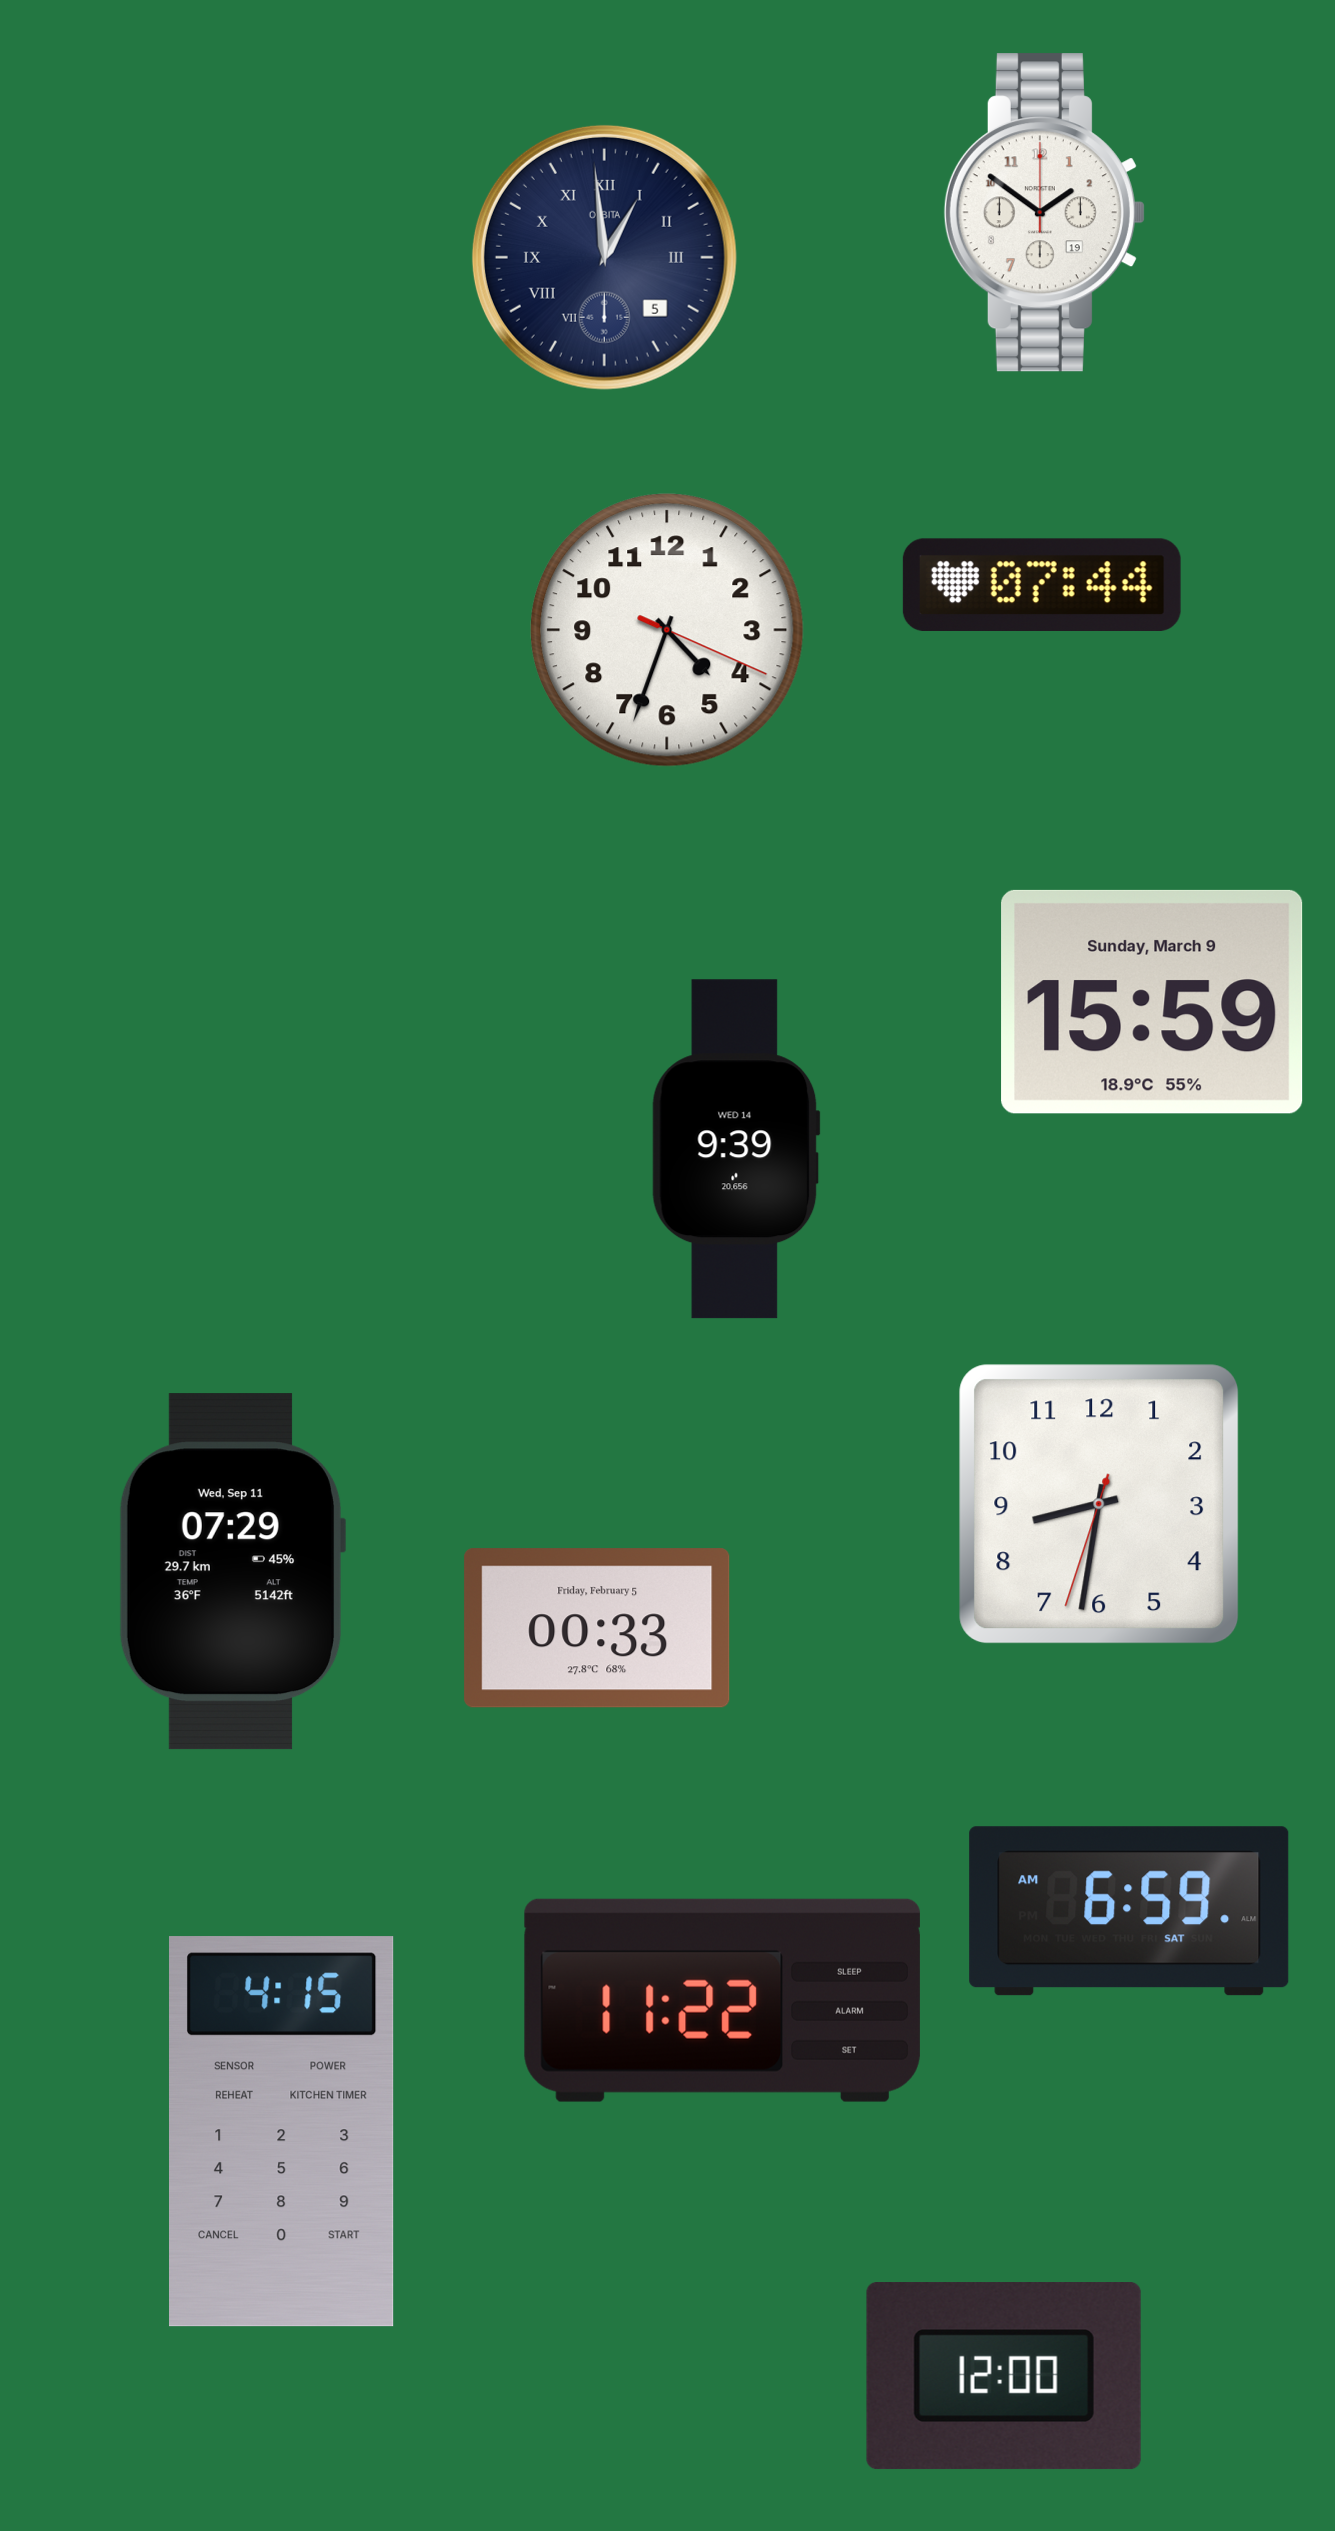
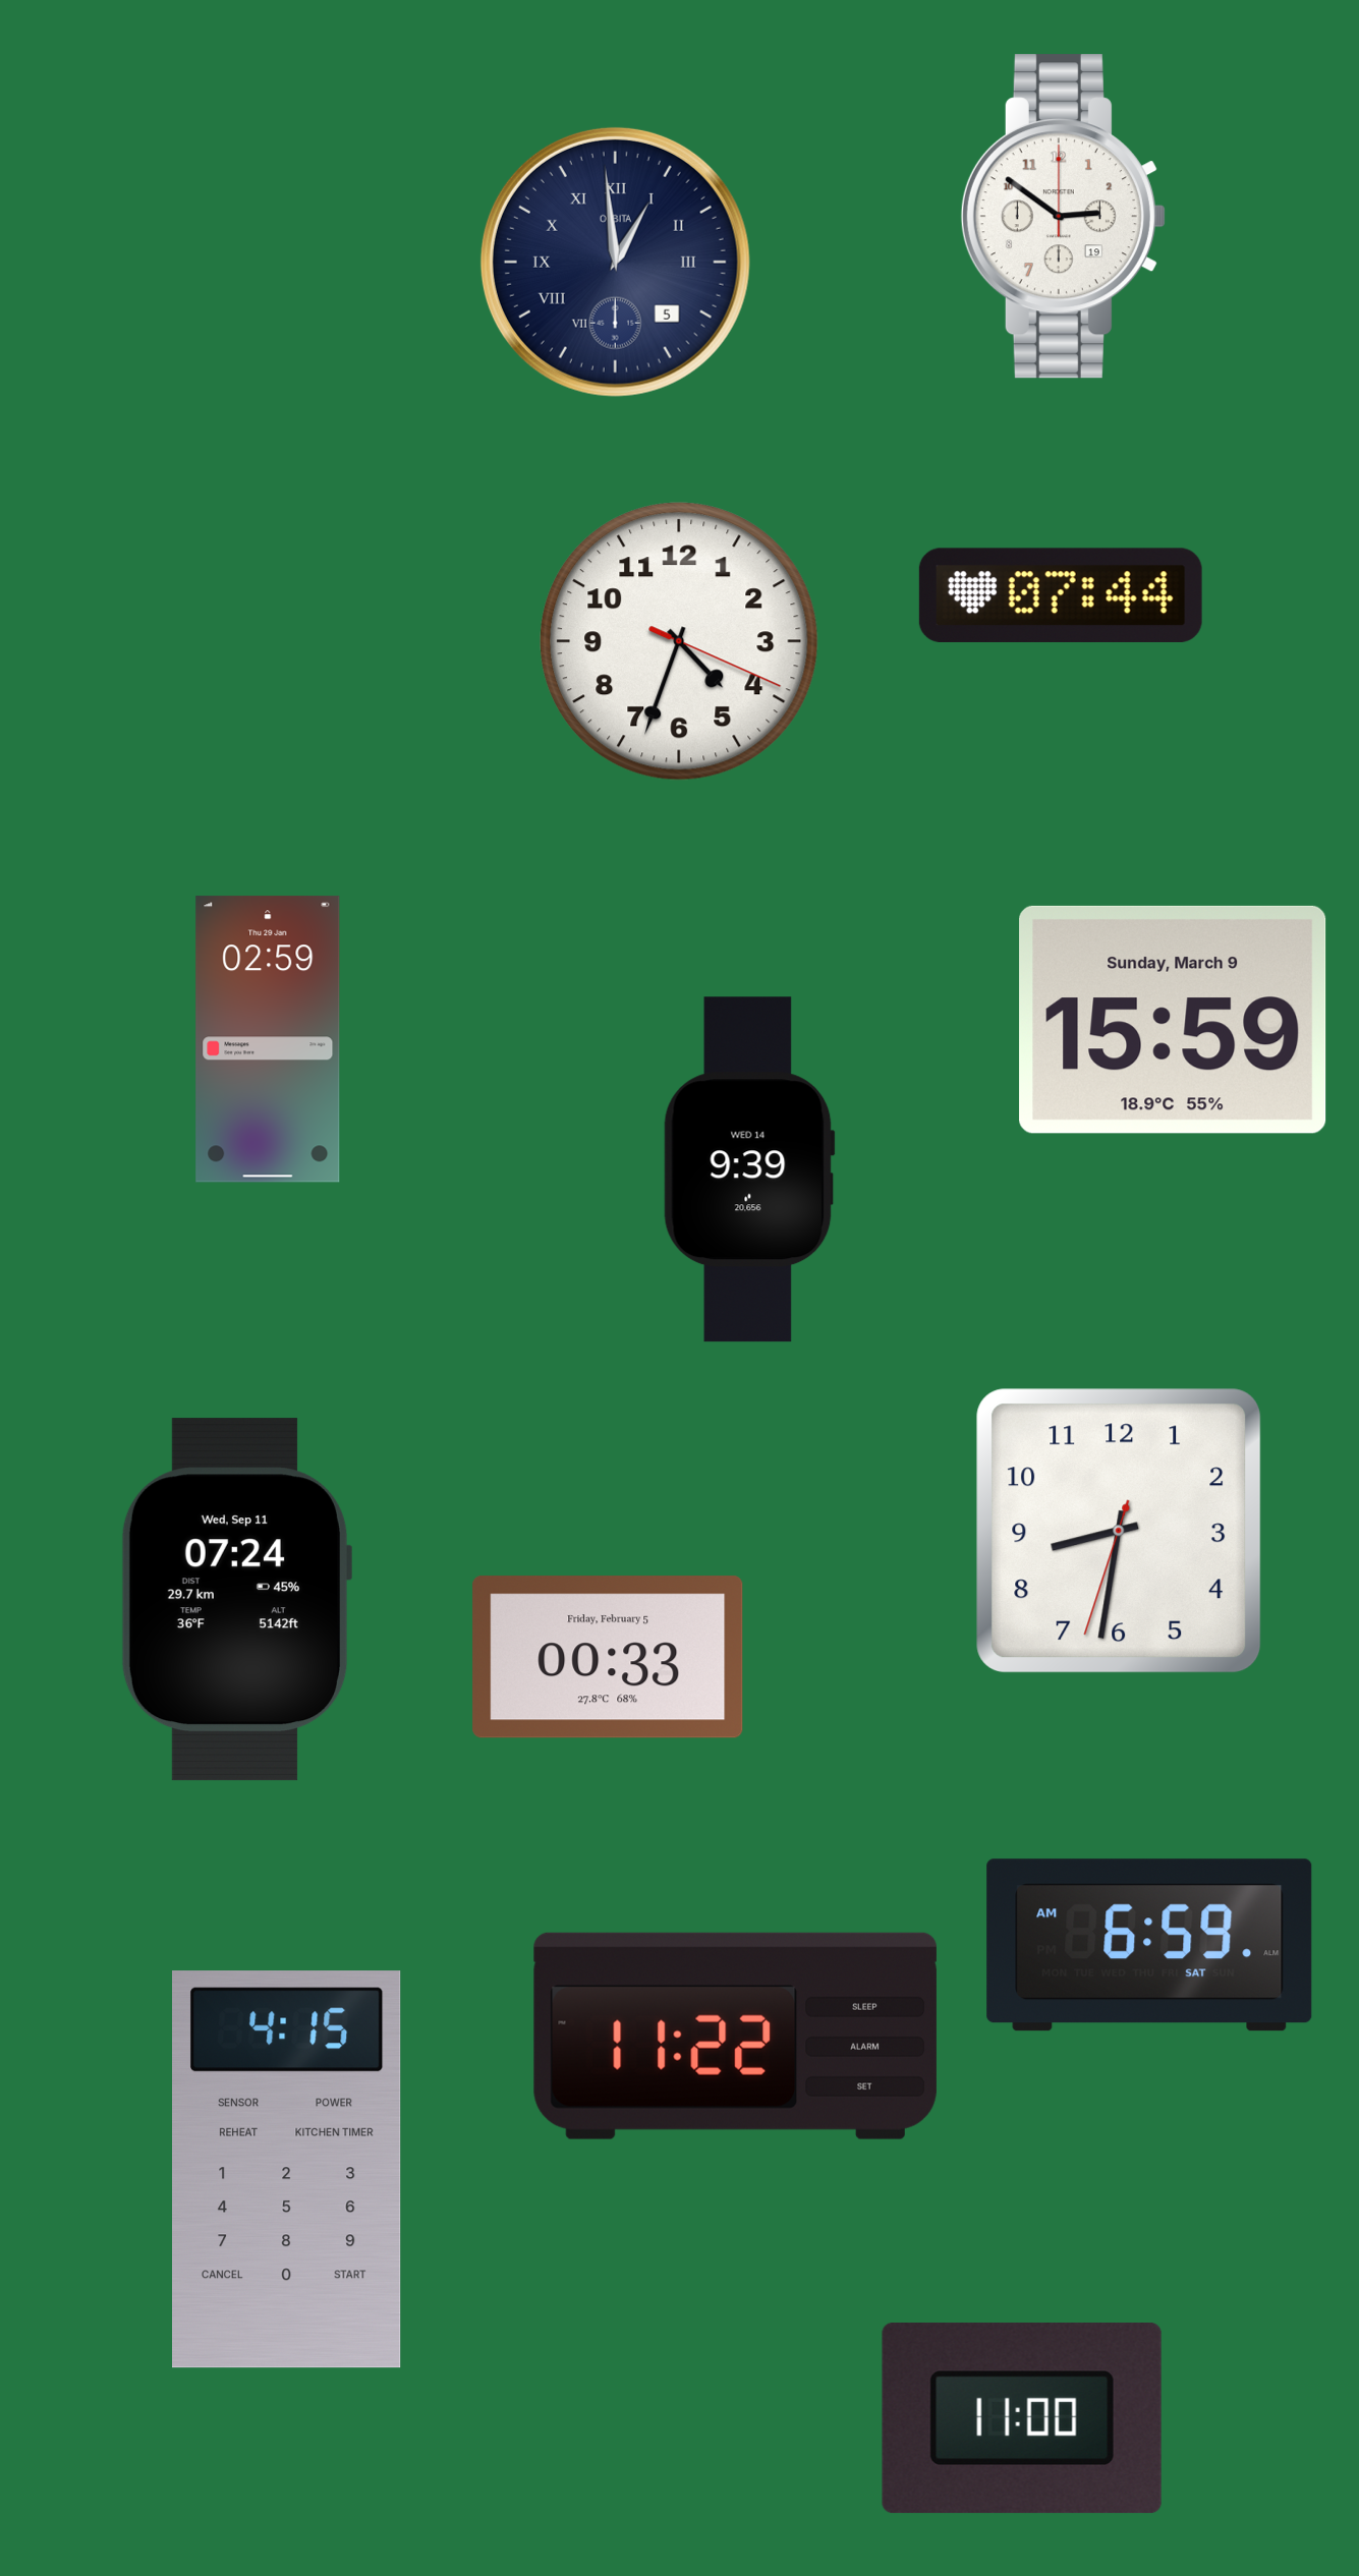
clock at (1044, 213): 1:51 -> 2:51
clock at (268, 1039): none -> 02:59
clock at (231, 1572): 07:29 -> 07:24
clock at (1004, 2376): 12:00 -> 11:00
